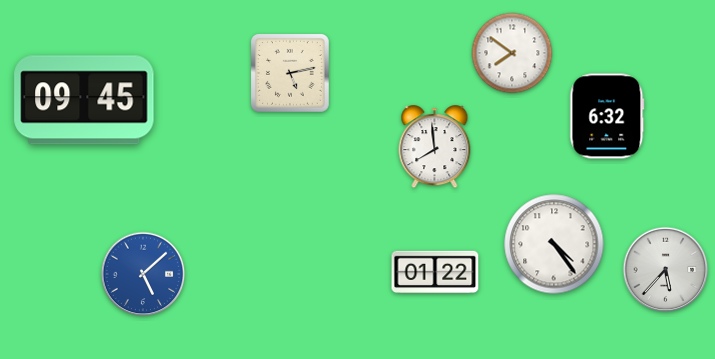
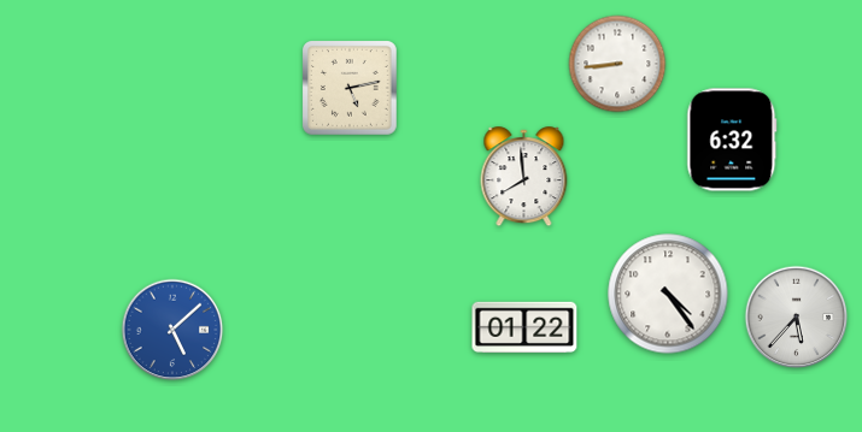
clock at (512, 53): 7:51 -> 8:44
clock at (84, 100): 09:45 -> none
clock at (666, 270) position: (666, 270) -> (797, 318)
